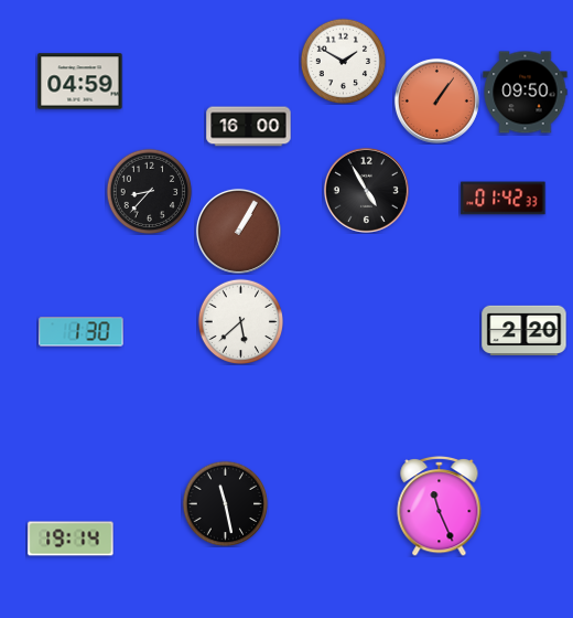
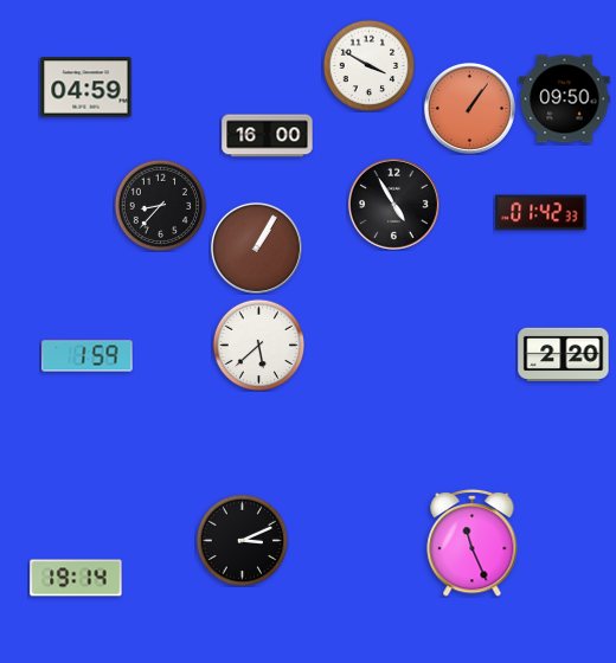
clock at (343, 61): 1:50 -> 3:50
clock at (82, 332): 1:30 -> 1:59
clock at (225, 503): 11:28 -> 3:11
